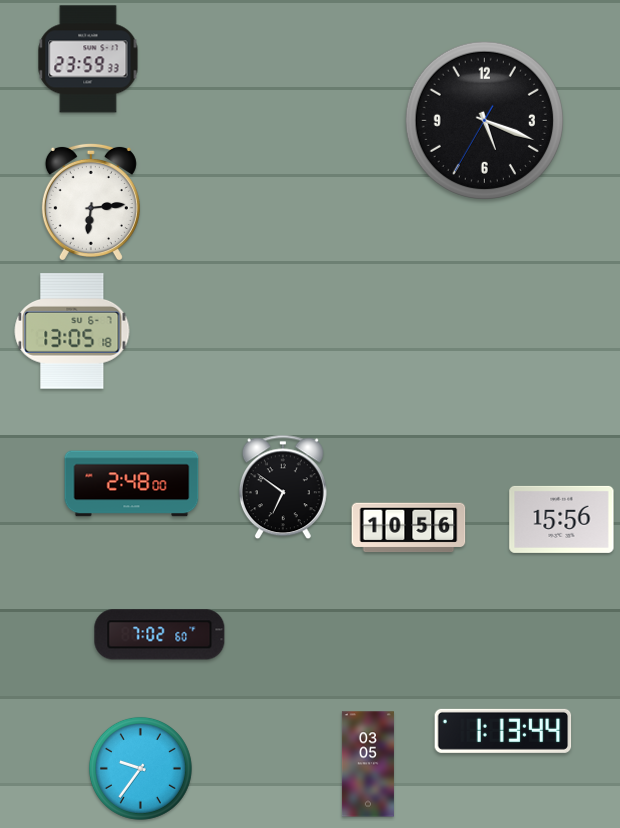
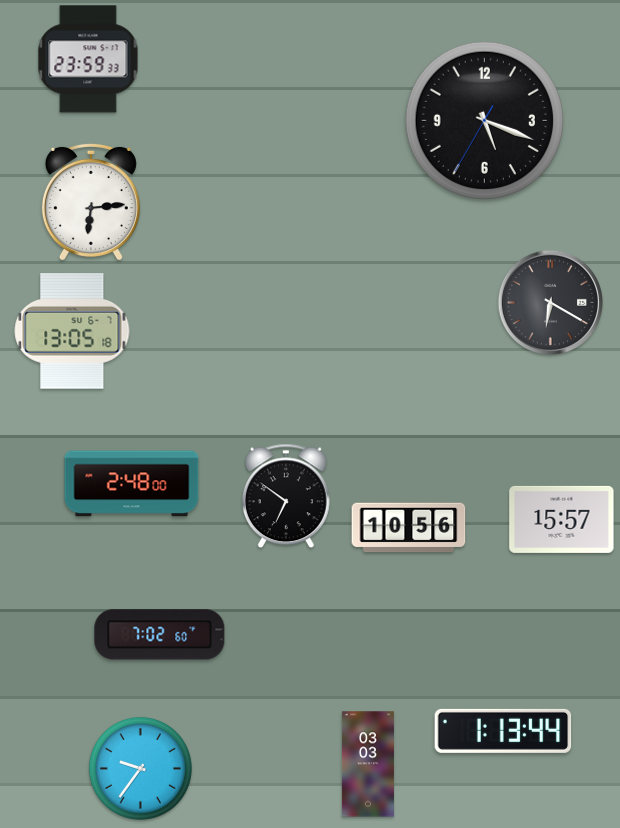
clock at (550, 302): none -> 6:20
clock at (283, 487) position: (283, 487) -> (286, 496)
clock at (562, 519): 15:56 -> 15:57
clock at (368, 764): 03:05 -> 03:03
